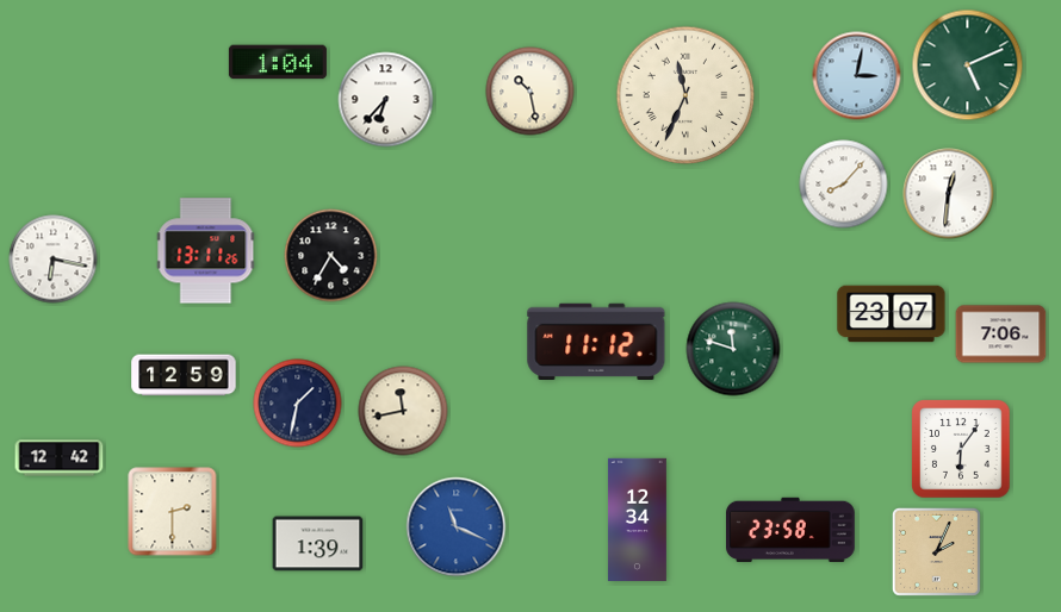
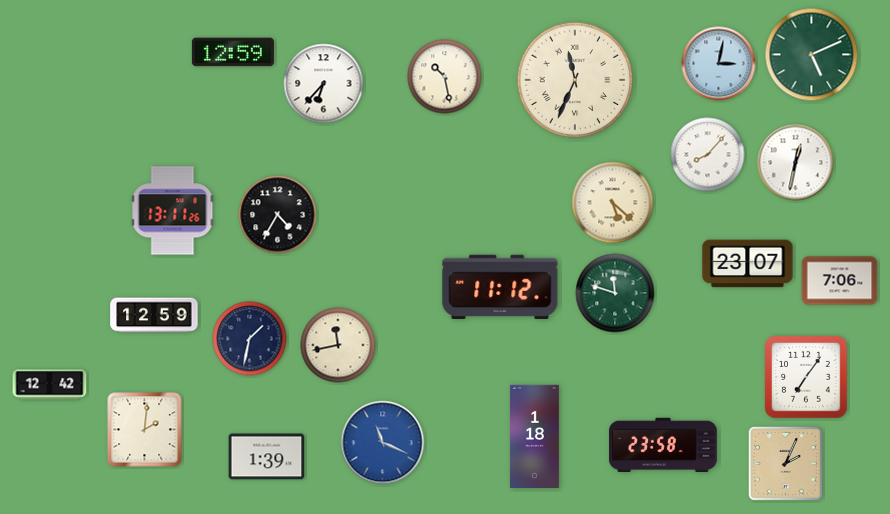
clock at (278, 62): 1:04 -> 12:59
clock at (949, 194): 12:31 -> 12:32
clock at (613, 203): none -> 5:22
clock at (54, 260): 6:17 -> none
clock at (961, 449): 6:06 -> 7:06
clock at (173, 512): 2:30 -> 2:01
clock at (637, 519): 12:34 -> 1:18
